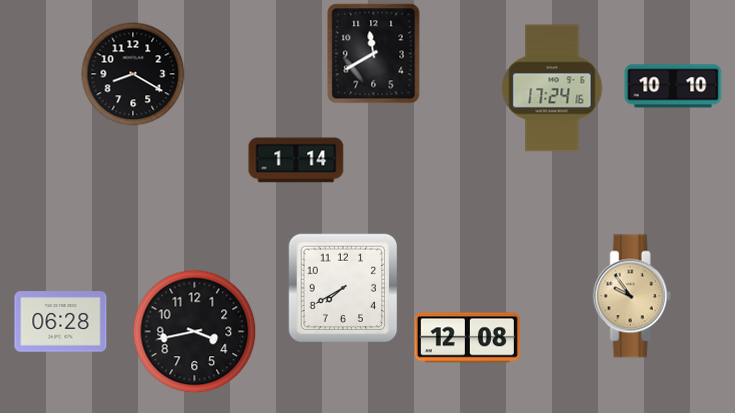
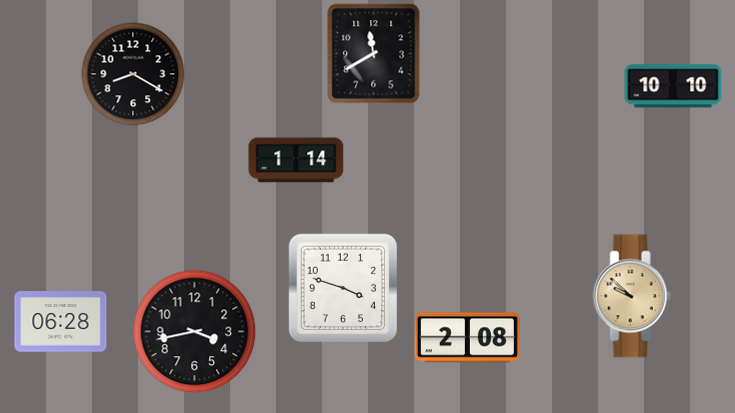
clock at (552, 88): 17:24 -> none
clock at (343, 288): 7:40 -> 3:48
clock at (632, 296): 9:54 -> 9:52
clock at (467, 338): 12:08 -> 2:08
